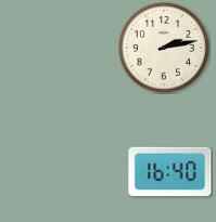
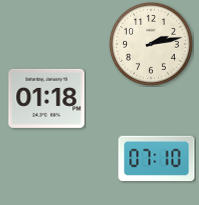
clock at (47, 98): none -> 01:18
clock at (170, 172): 16:40 -> 07:10
